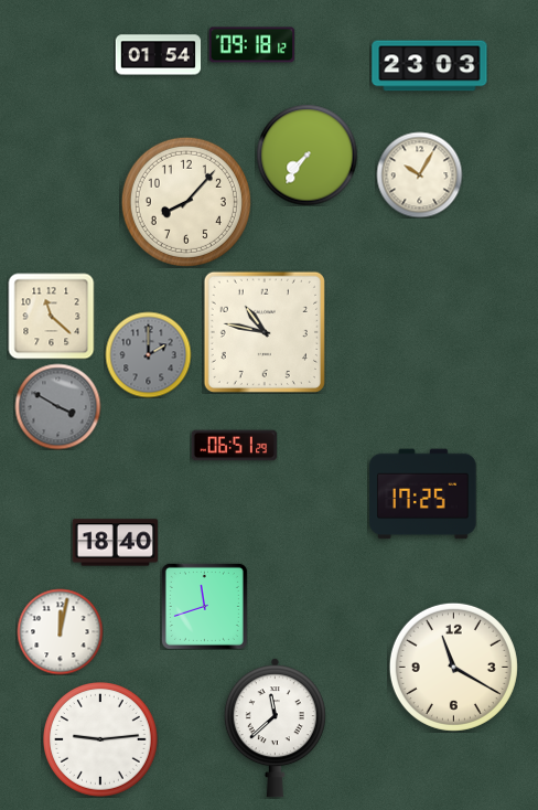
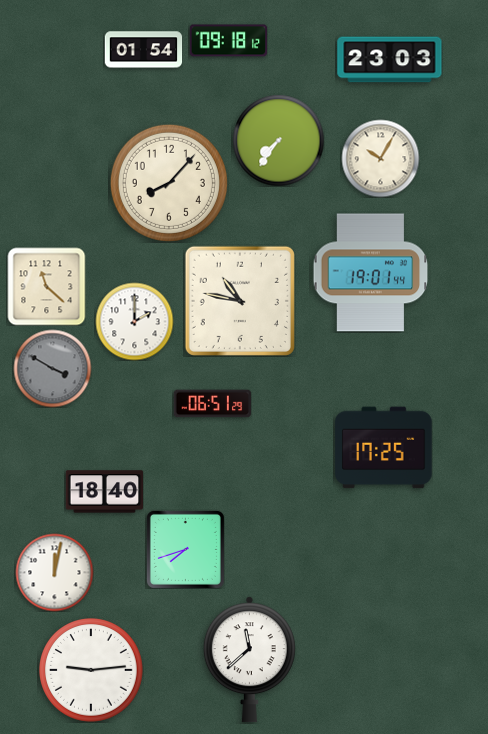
clock at (371, 273): none -> 19:01
clock at (148, 354) dial: grey -> white
clock at (204, 606): 11:42 -> 7:42
clock at (453, 667): 11:20 -> none
